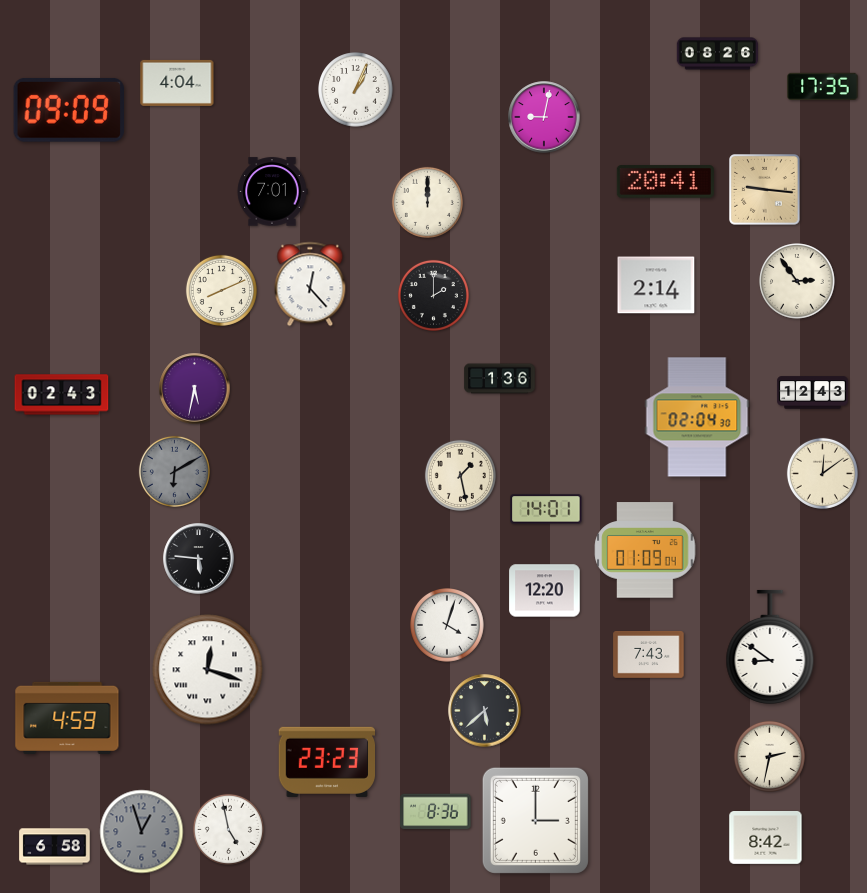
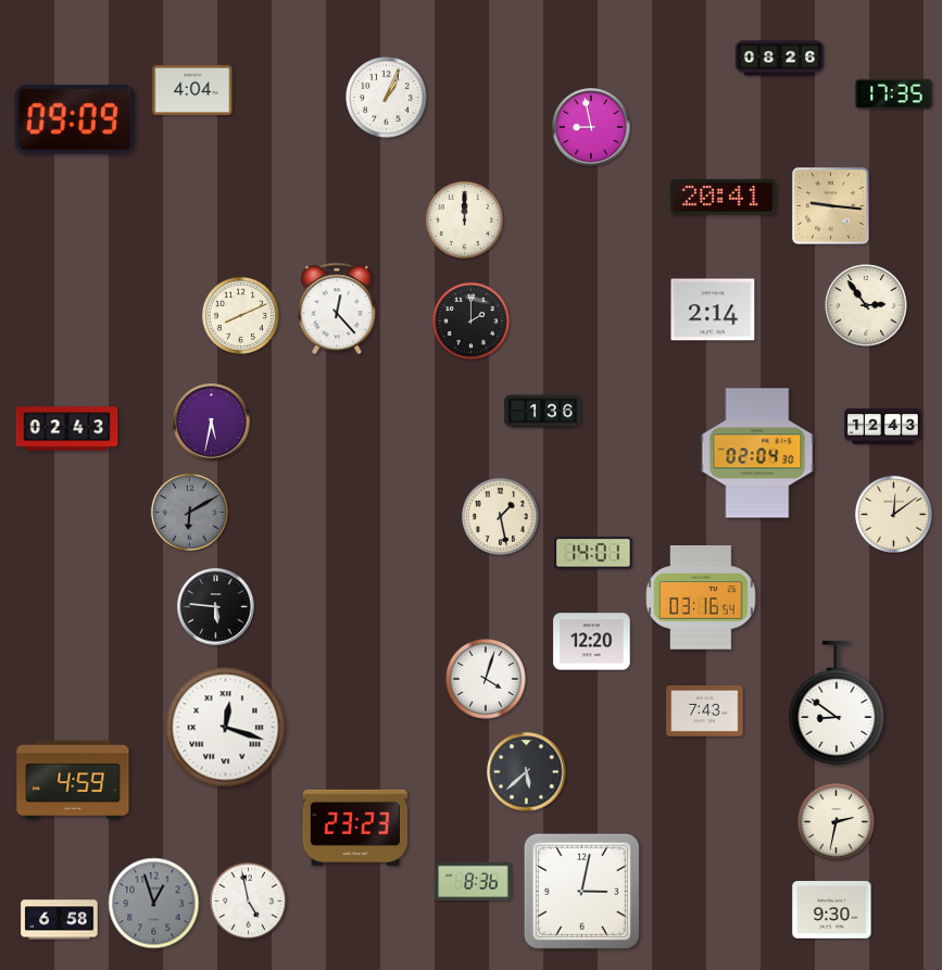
clock at (544, 117): 9:02 -> 8:58
clock at (272, 192): 7:01 -> none
clock at (645, 550): 01:09 -> 03:16
clock at (535, 820): 3:00 -> 3:02
clock at (766, 838): 8:42 -> 9:30
